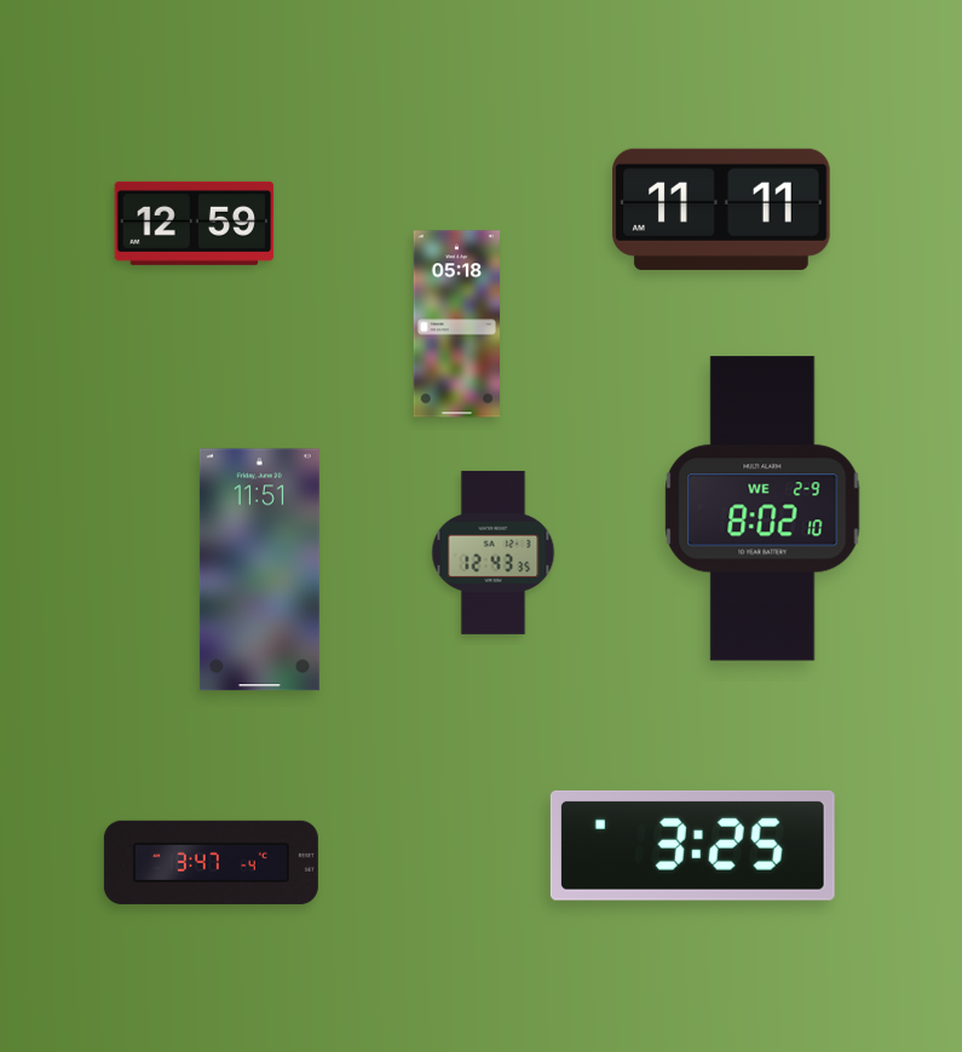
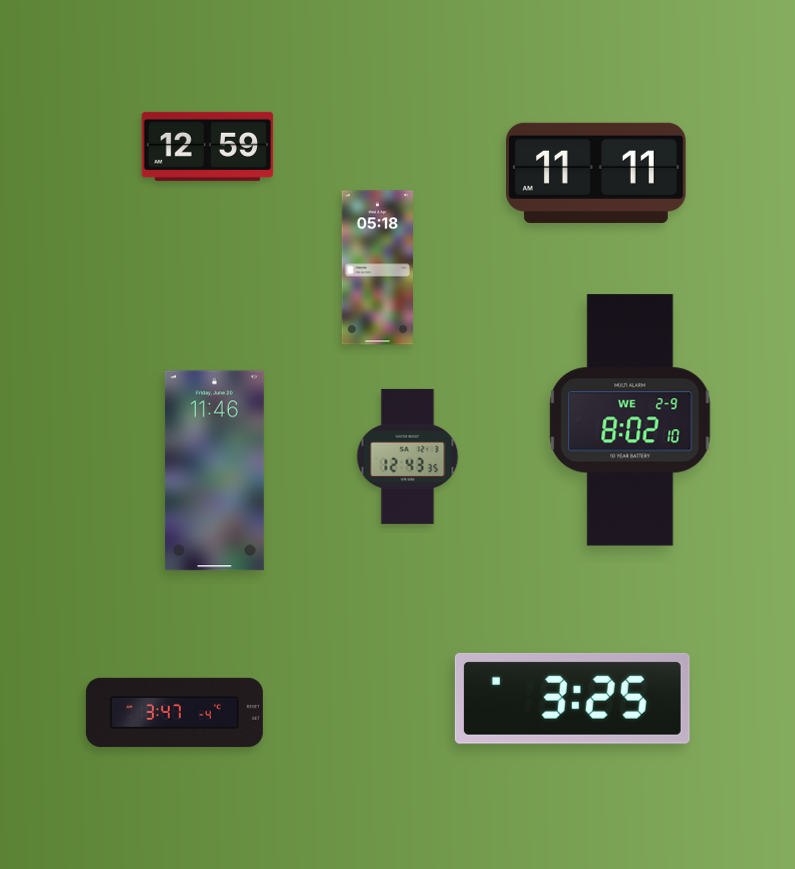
clock at (195, 223) position: (195, 223) -> (208, 146)
clock at (259, 570): 11:51 -> 11:46
